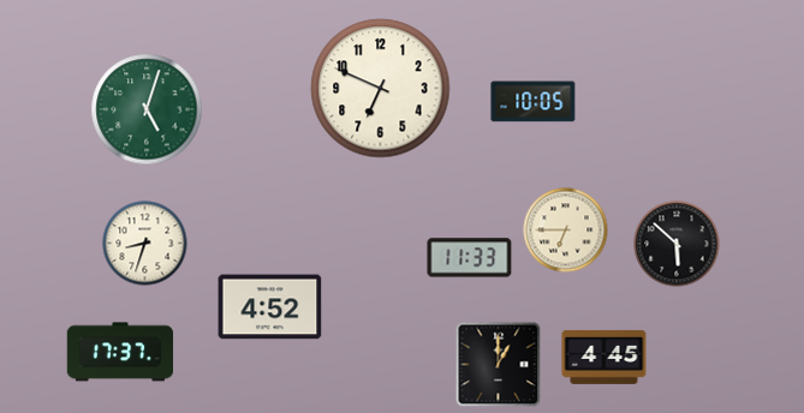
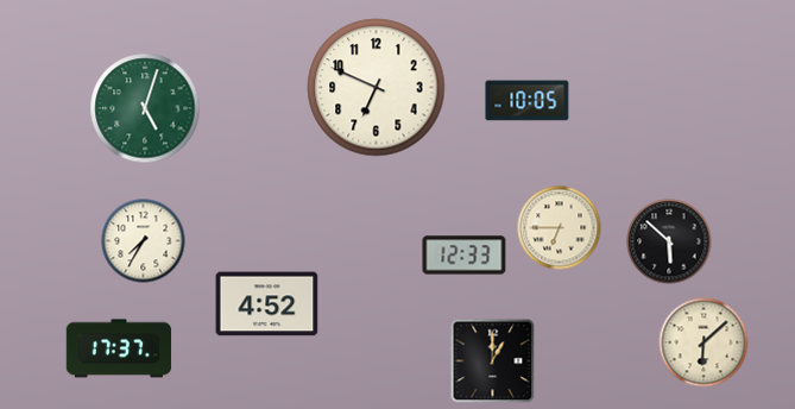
clock at (145, 244): 8:33 -> 7:35
clock at (470, 258): 11:33 -> 12:33
clock at (703, 342): none -> 6:08
clock at (605, 357): 4:45 -> none
